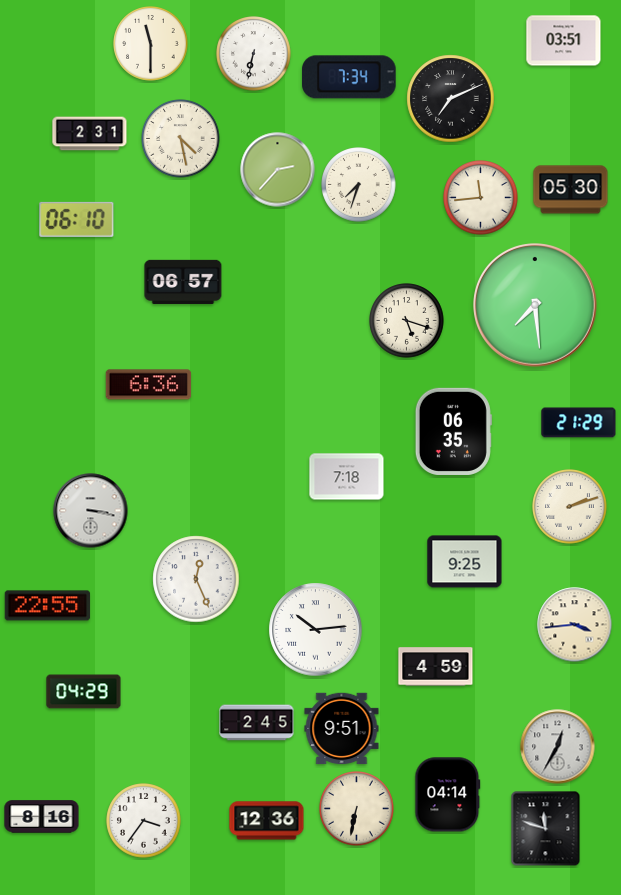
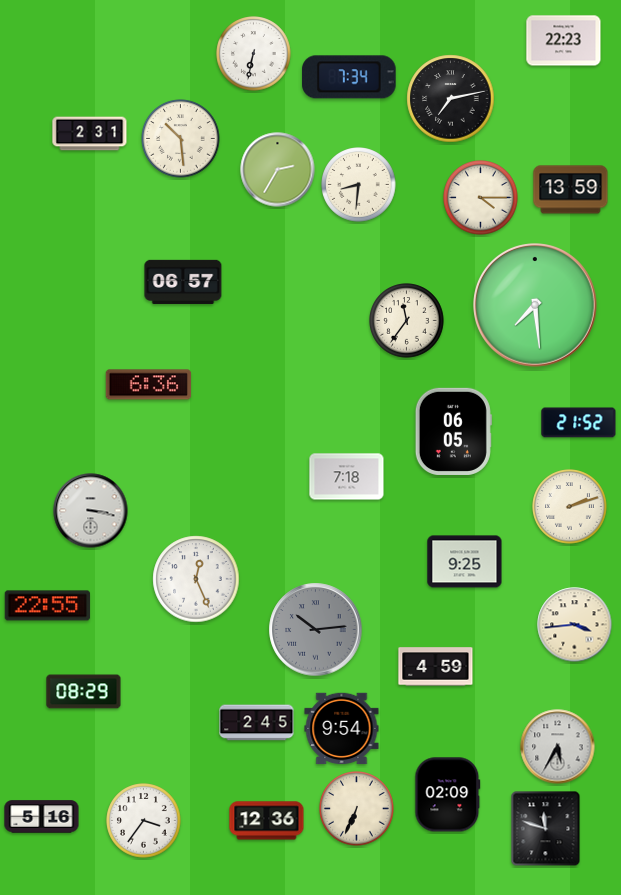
clock at (564, 41): 03:51 -> 22:23
clock at (151, 44): 11:30 -> none
clock at (451, 99): 7:11 -> 7:13
clock at (181, 139): 4:28 -> 10:29
clock at (278, 170): 2:37 -> 2:35
clock at (359, 185): 7:33 -> 8:31
clock at (571, 190): 05:30 -> 13:59
clock at (481, 198): 11:44 -> 4:15
clock at (77, 219): 06:10 -> none
clock at (407, 321): 5:18 -> 11:36
clock at (579, 423): 21:29 -> 21:52
clock at (453, 431): 06:35 -> 06:05
clock at (316, 630) dial: white -> grey
clock at (84, 692): 04:29 -> 08:29
clock at (342, 729): 9:51 -> 9:54
clock at (558, 747): 12:35 -> 5:35
clock at (448, 795): 04:14 -> 02:09
clock at (357, 809): 6:32 -> 6:34
clock at (42, 817): 8:16 -> 5:16
